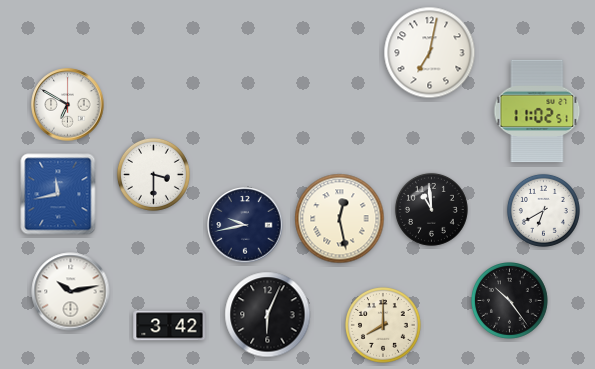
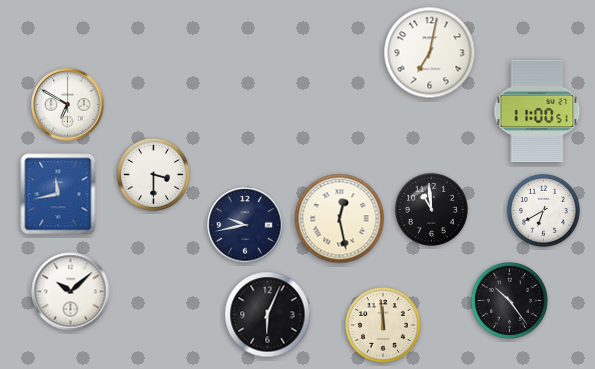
clock at (537, 111): 11:02 -> 11:00
clock at (71, 292): 10:13 -> 10:08
clock at (170, 326): 3:42 -> none
clock at (384, 326): 8:00 -> 11:59
